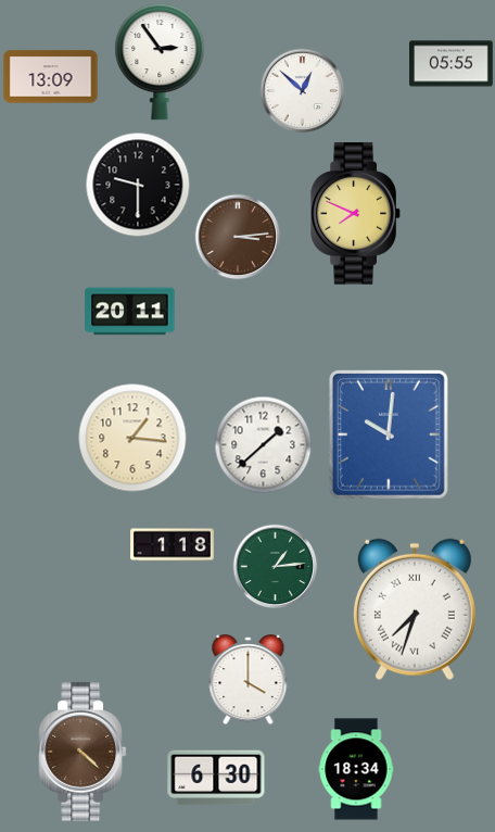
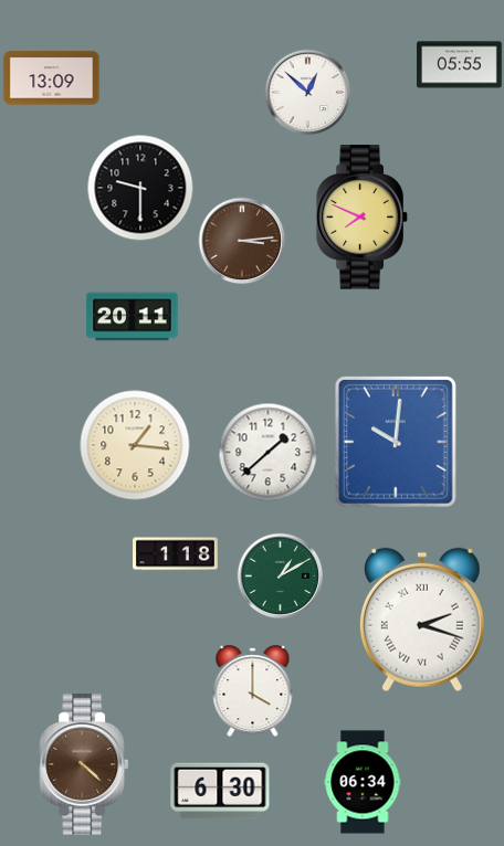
clock at (160, 62): 2:54 -> none
clock at (275, 566): 1:14 -> 1:10
clock at (415, 609): 7:33 -> 2:18
clock at (356, 769): 18:34 -> 06:34
